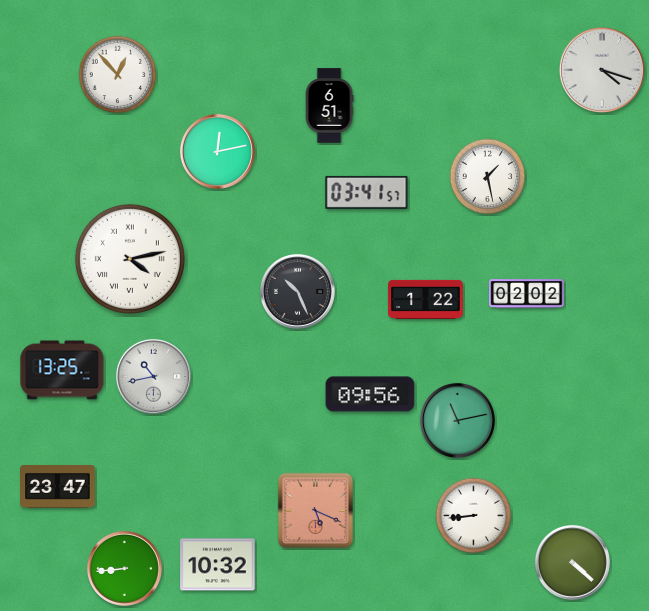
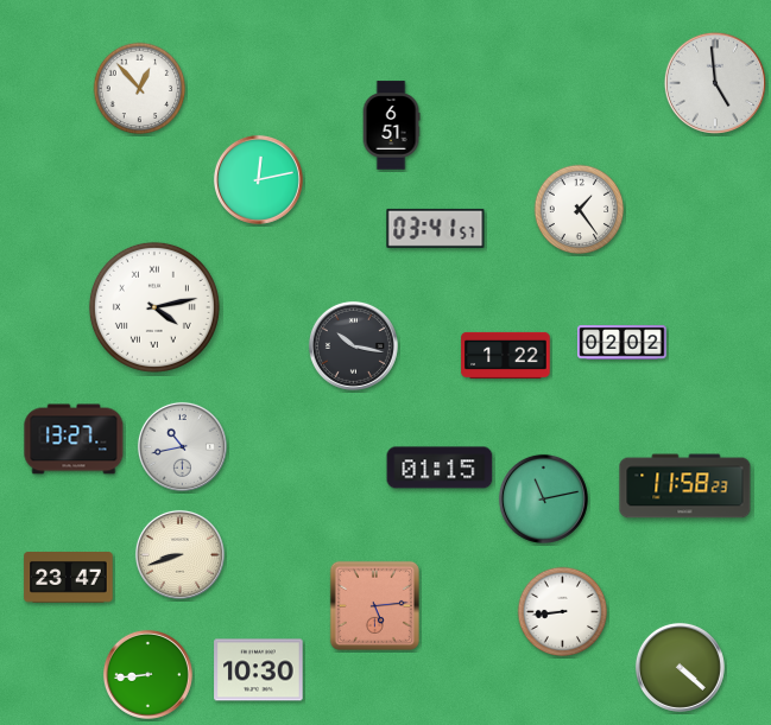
clock at (602, 70): 4:18 -> 4:59
clock at (488, 177): 1:28 -> 1:24
clock at (297, 291): 10:26 -> 10:17
clock at (527, 294) position: (527, 294) -> (623, 343)
clock at (62, 370): 13:25 -> 13:27
clock at (370, 394): 09:56 -> 01:15
clock at (685, 486): none -> 11:58
clock at (179, 554): none -> 8:42
clock at (315, 510): 5:19 -> 5:14
clock at (218, 565): 10:32 -> 10:30
